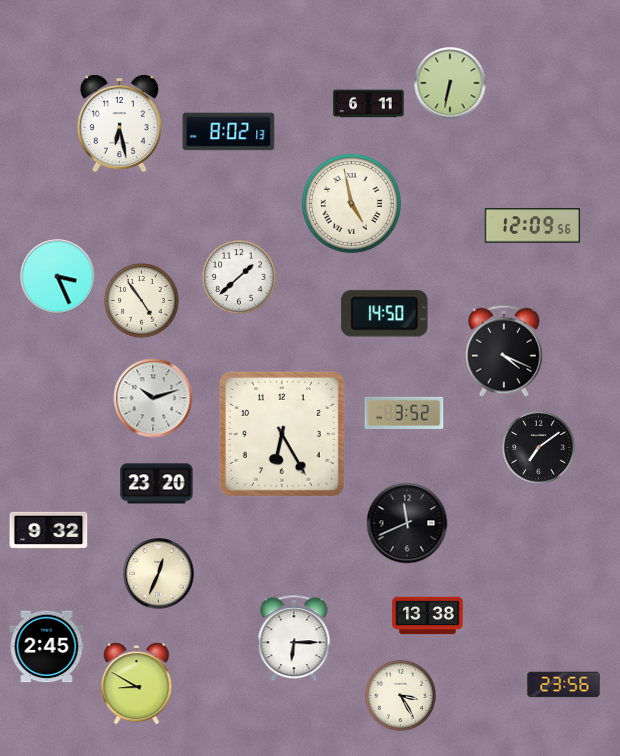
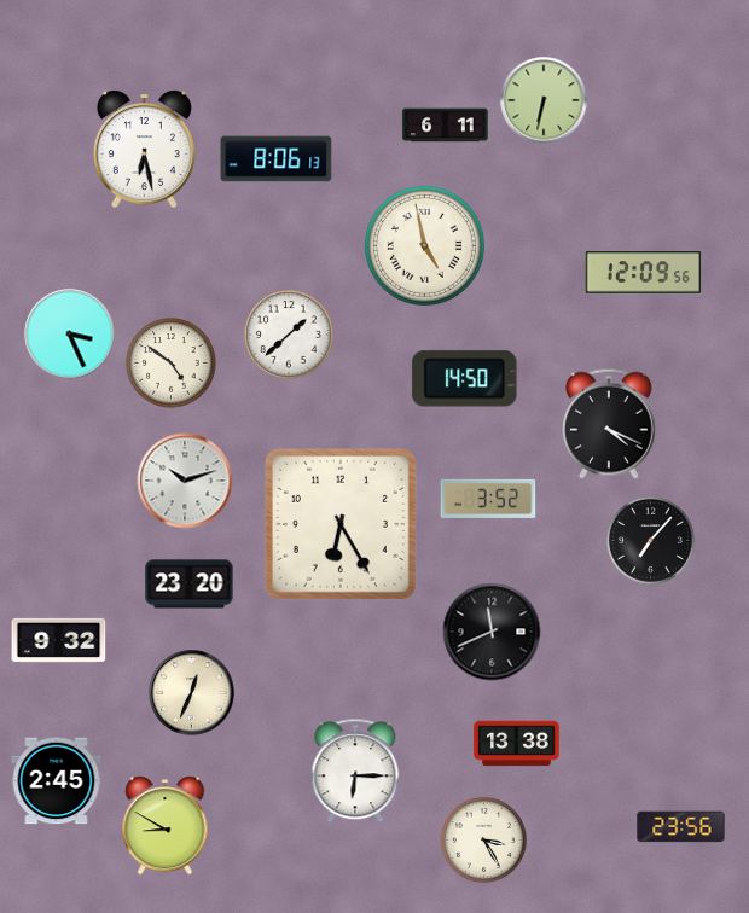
clock at (229, 132): 8:02 -> 8:06
clock at (142, 301): 4:54 -> 4:51
clock at (539, 448): 7:09 -> 7:07
